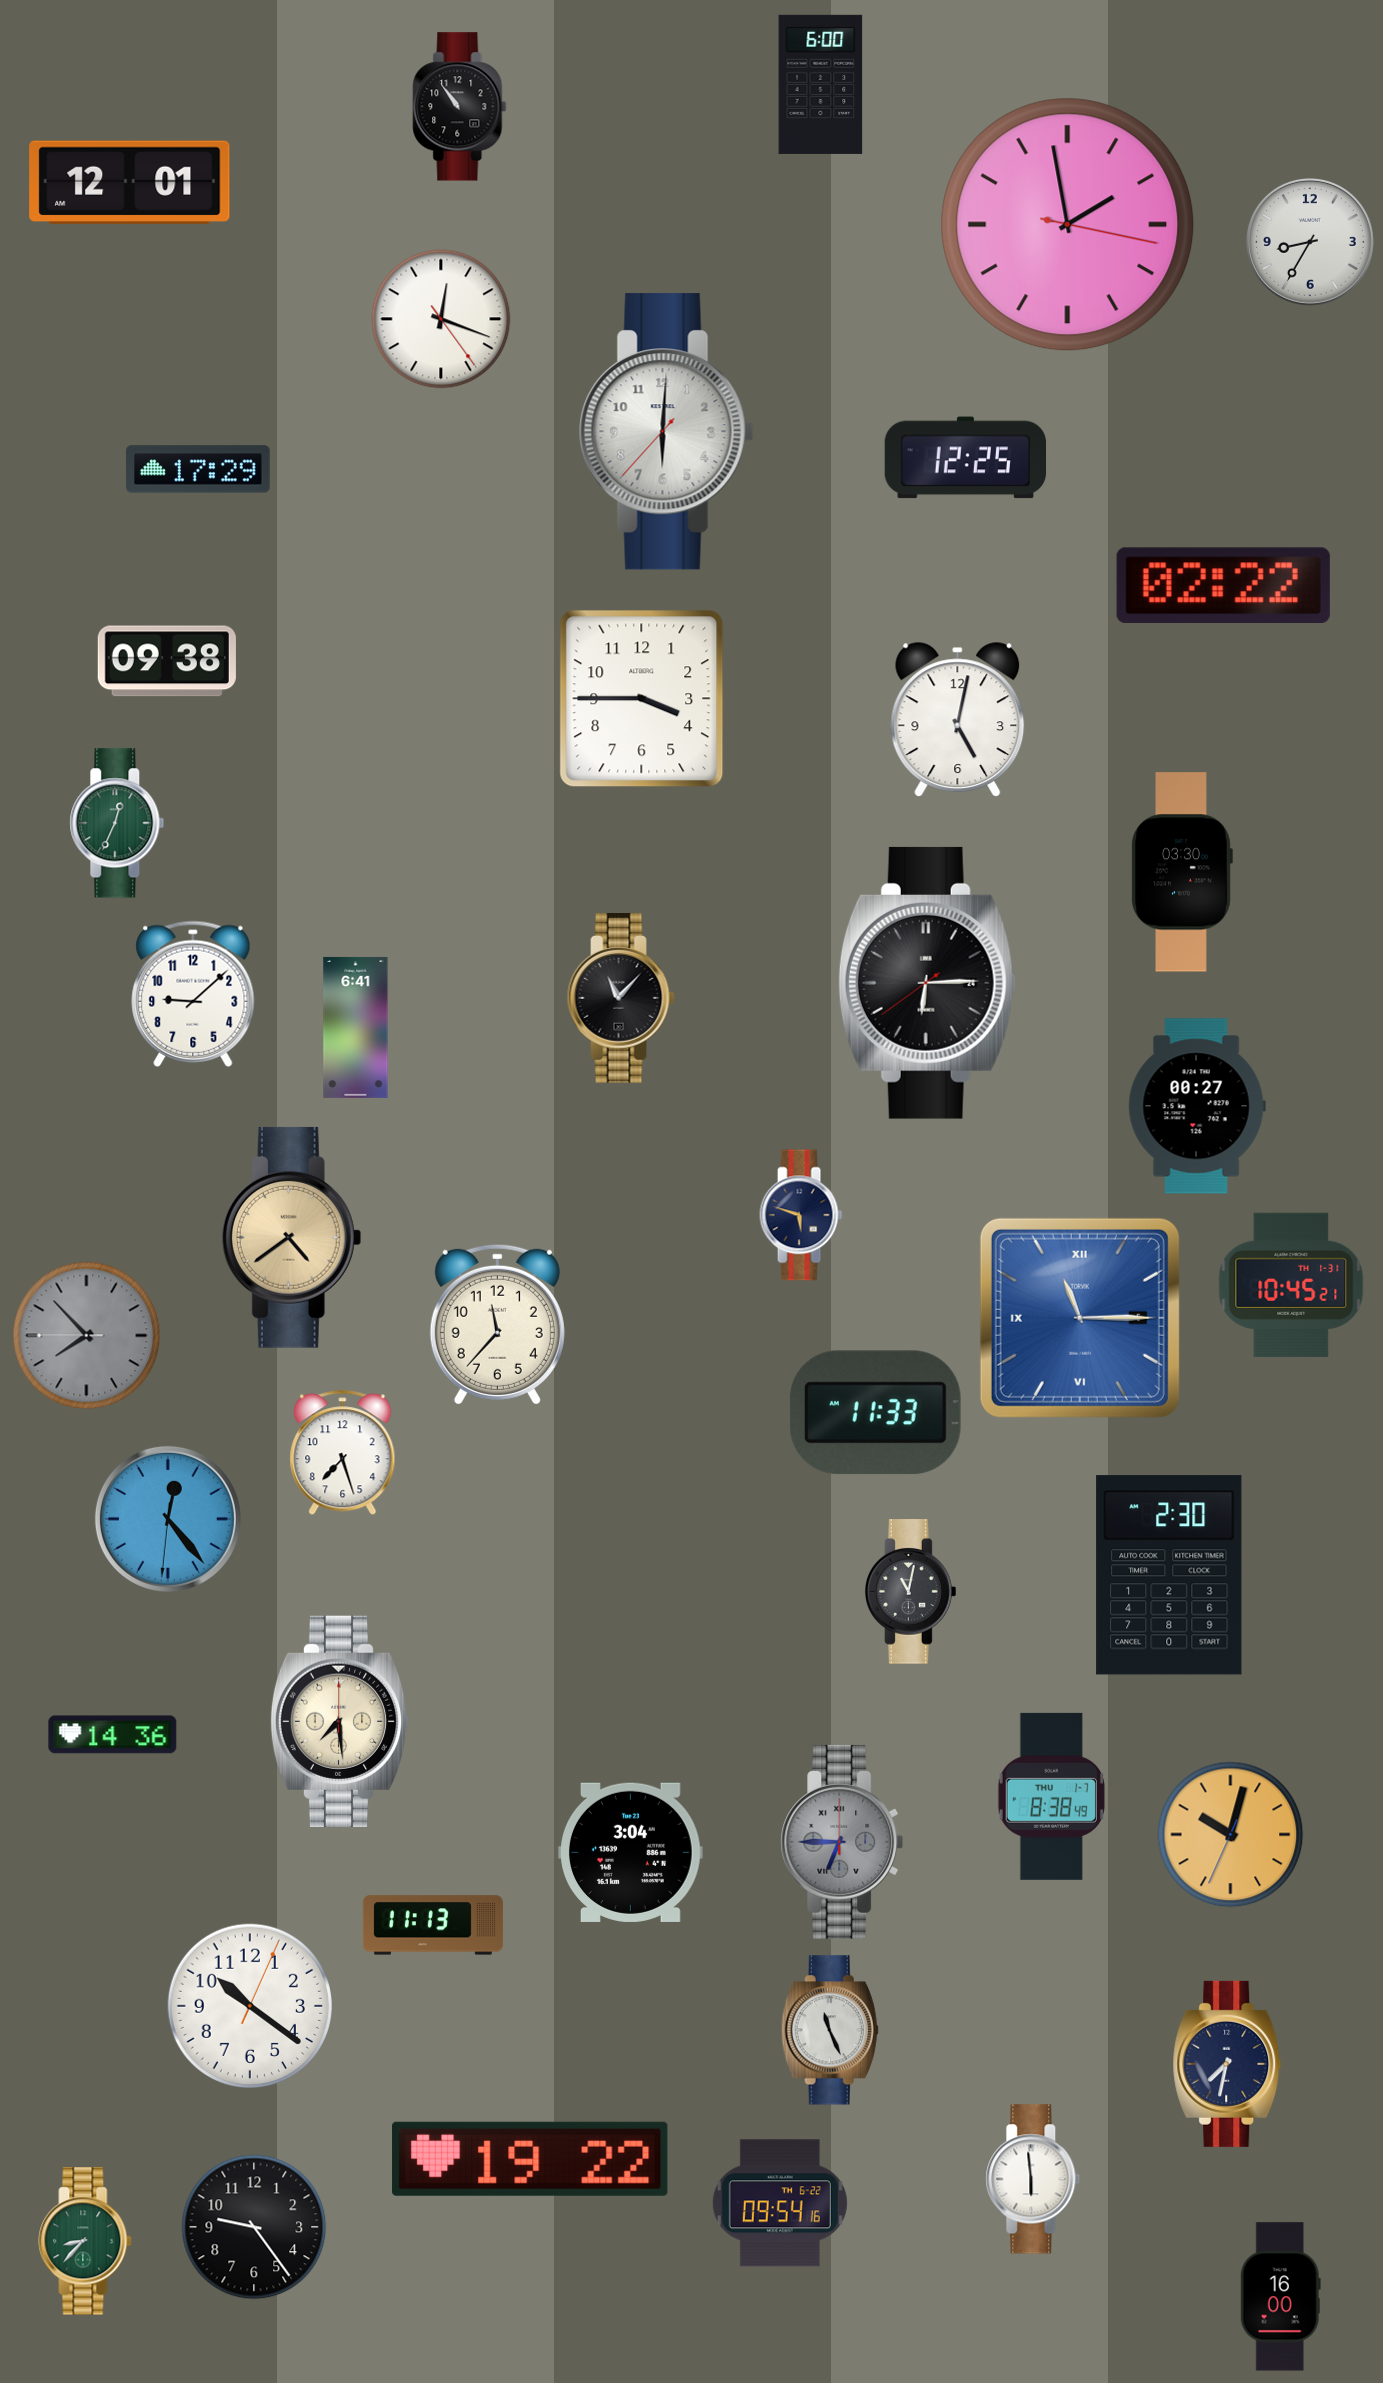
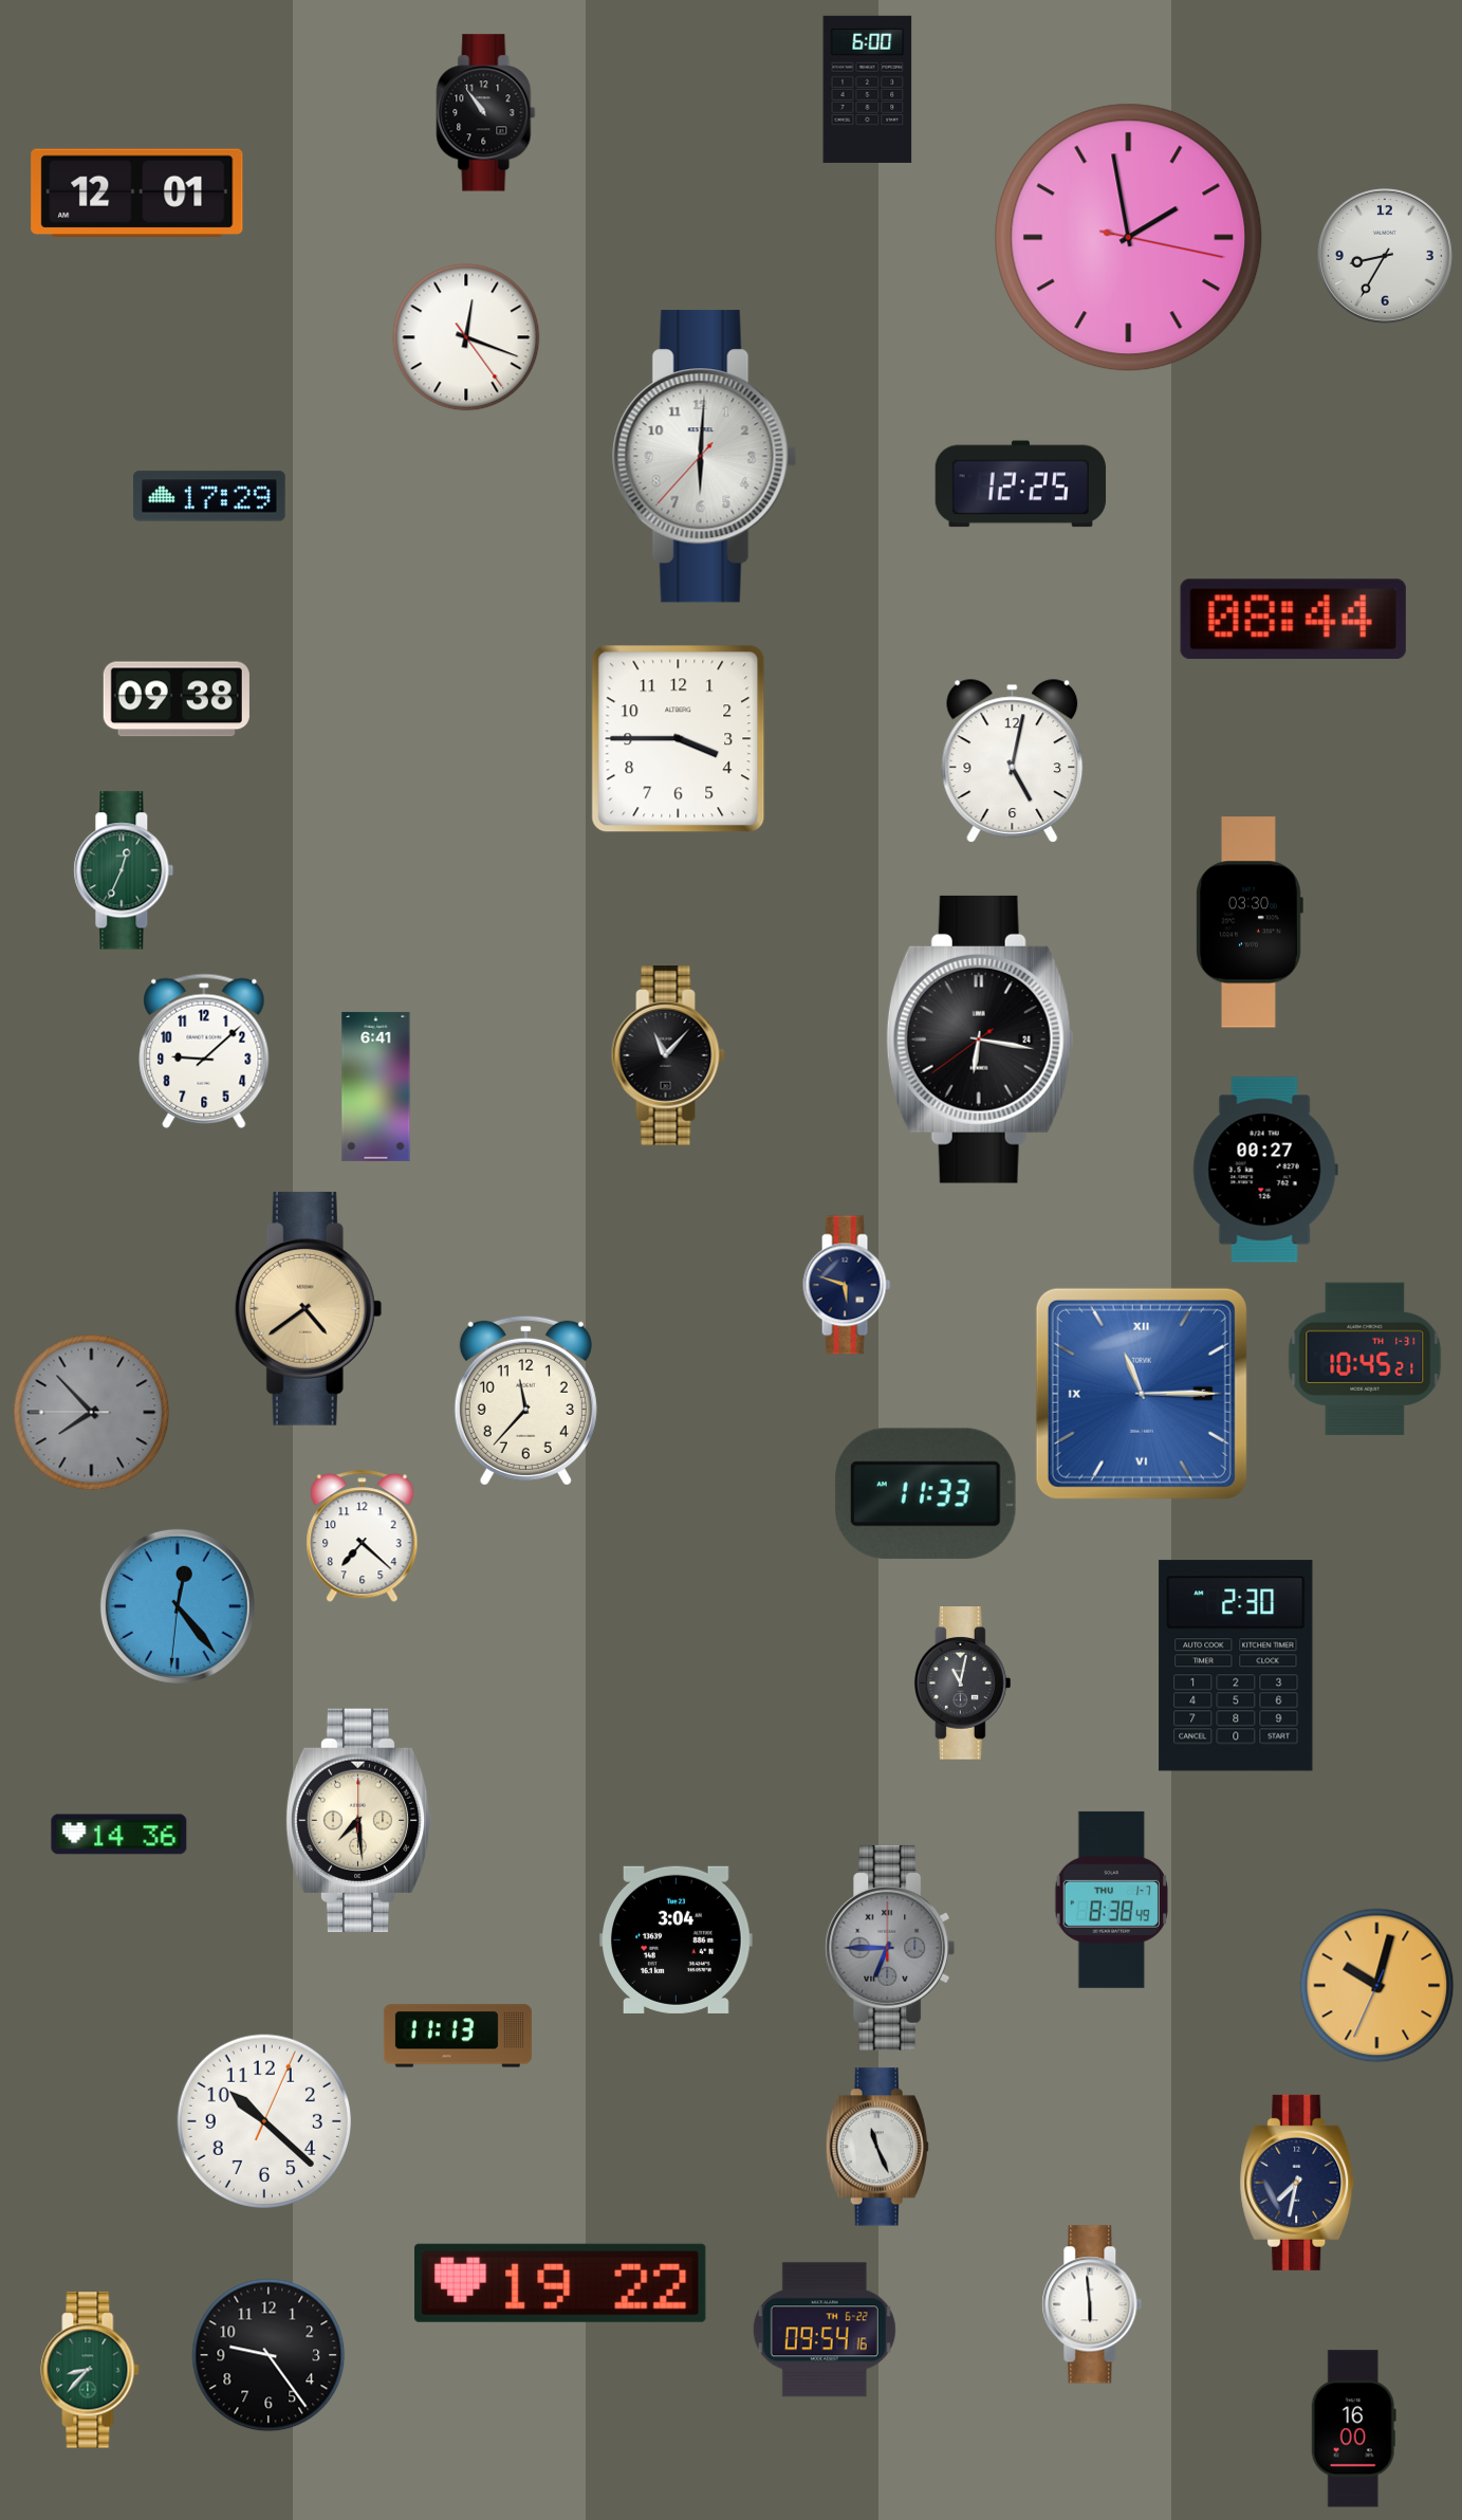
clock at (1223, 586): 02:22 -> 08:44
clock at (927, 983): 6:14 -> 6:16
clock at (621, 999) position: (621, 999) -> (668, 1056)
clock at (343, 1453): 7:27 -> 7:22
clock at (1231, 1835) position: (1231, 1835) -> (1377, 1986)
clock at (631, 1852) position: (631, 1852) -> (677, 1939)
clock at (249, 2005): 10:21 -> 10:22
